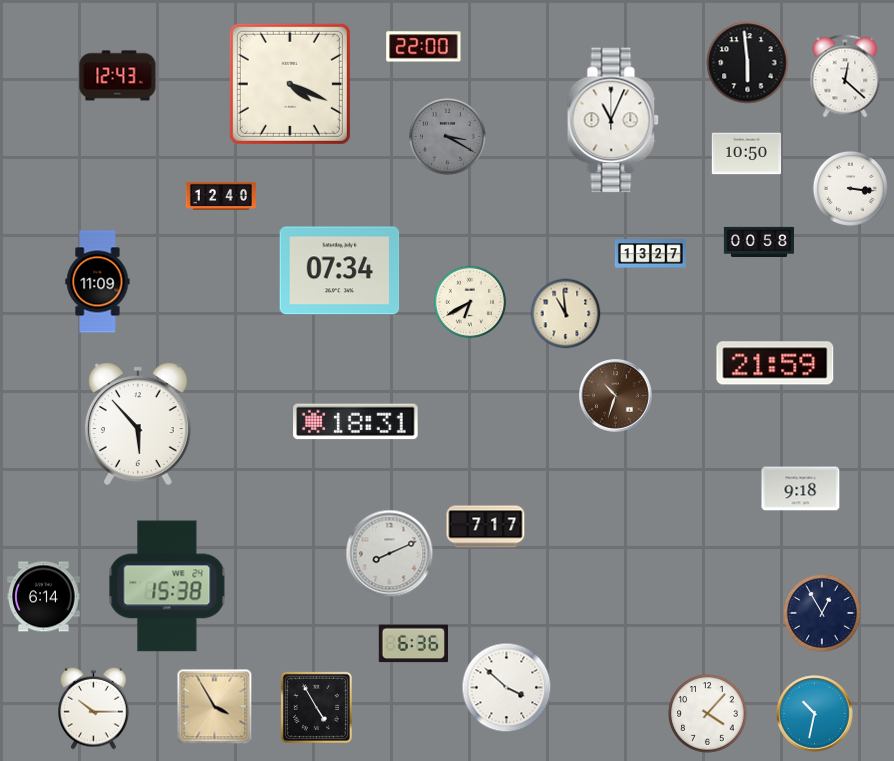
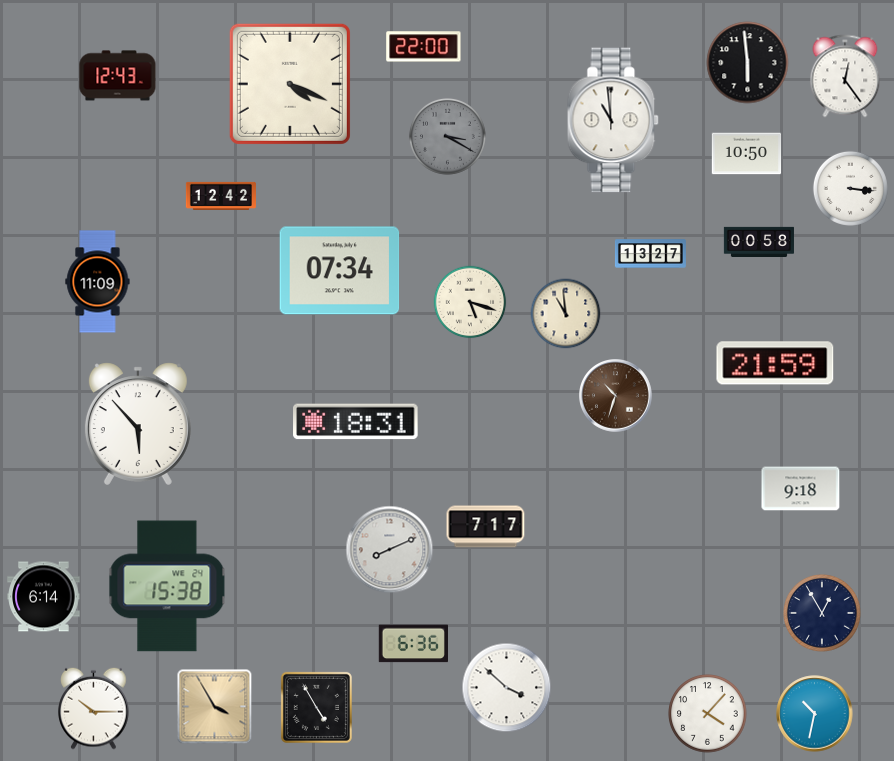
clock at (845, 76): 12:22 -> 12:24
clock at (613, 120): 11:04 -> 10:59
clock at (221, 196): 12:40 -> 12:42
clock at (470, 302): 6:40 -> 5:18
clock at (390, 554) position: (390, 554) -> (390, 550)
